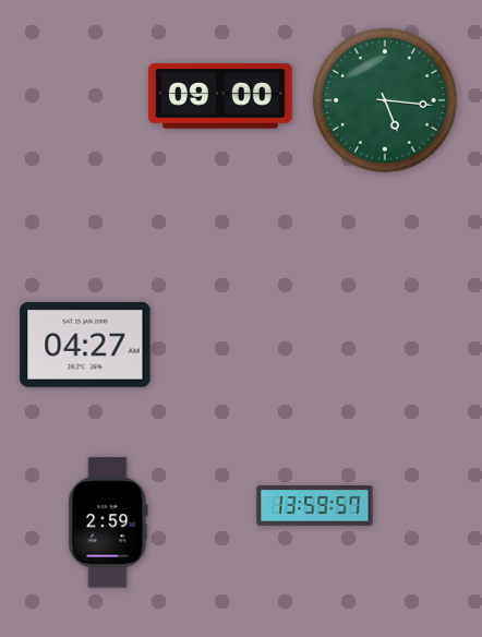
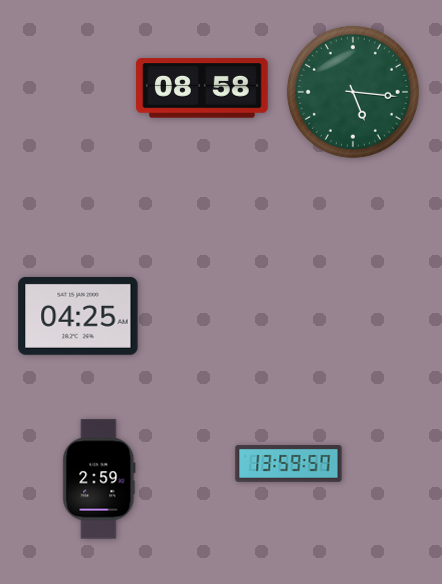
clock at (220, 96): 09:00 -> 08:58
clock at (85, 345): 04:27 -> 04:25
